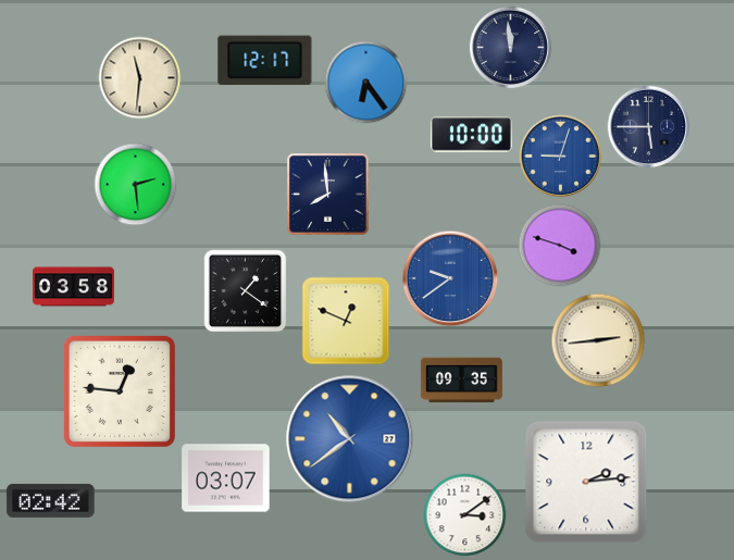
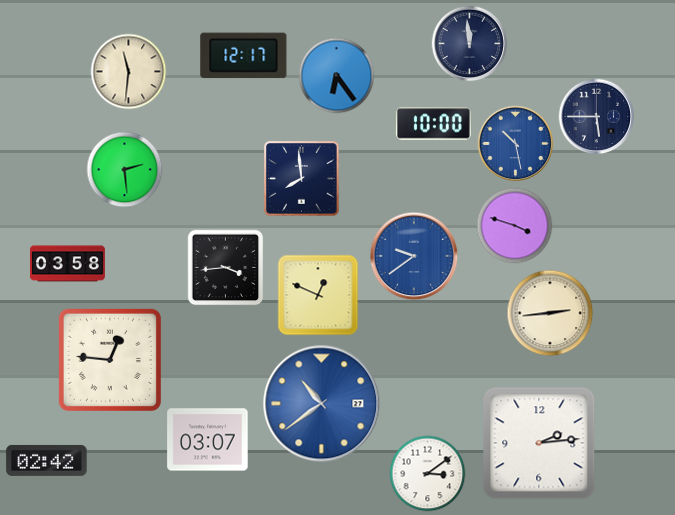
clock at (561, 157): 9:03 -> 10:28
clock at (246, 291): 1:21 -> 3:44
clock at (461, 381): 09:35 -> none
